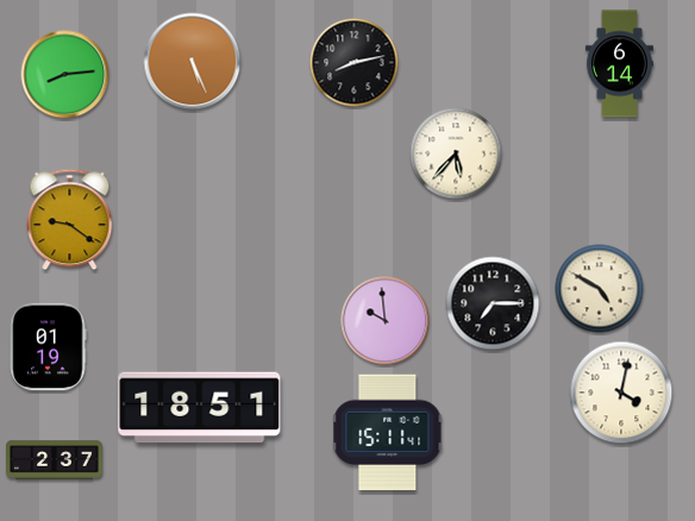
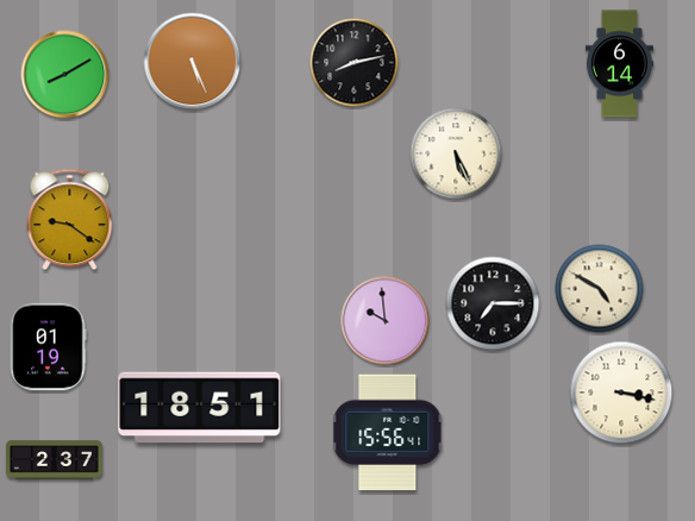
clock at (65, 75): 8:14 -> 8:10
clock at (456, 153): 5:37 -> 5:26
clock at (621, 393): 4:02 -> 3:17
clock at (388, 433): 15:11 -> 15:56
